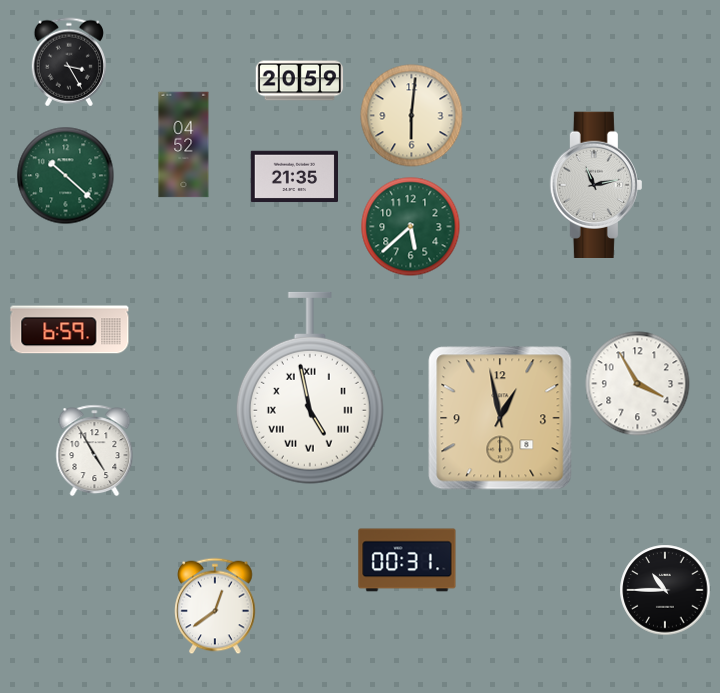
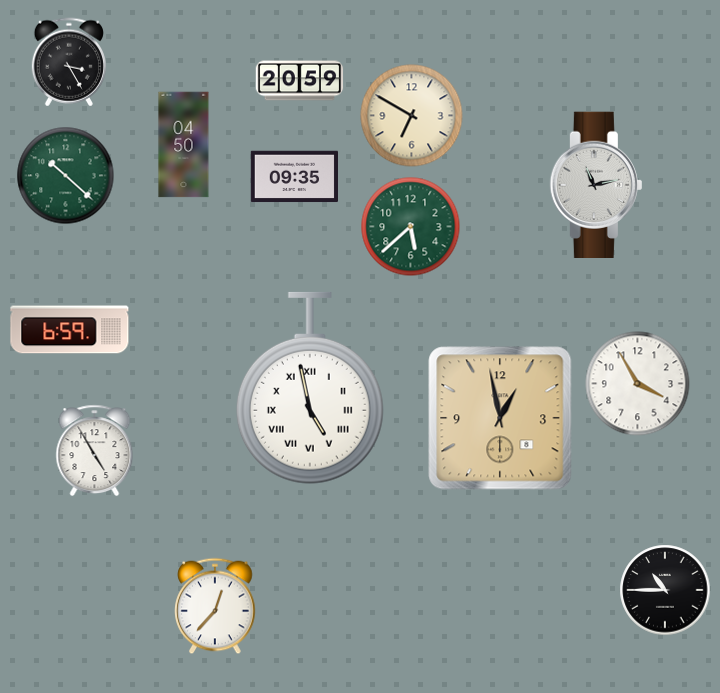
clock at (412, 116): 6:01 -> 6:50
clock at (184, 145): 04:52 -> 04:50
clock at (294, 177): 21:35 -> 09:35
clock at (407, 560): 00:31 -> none
clock at (215, 606): 12:39 -> 12:37
